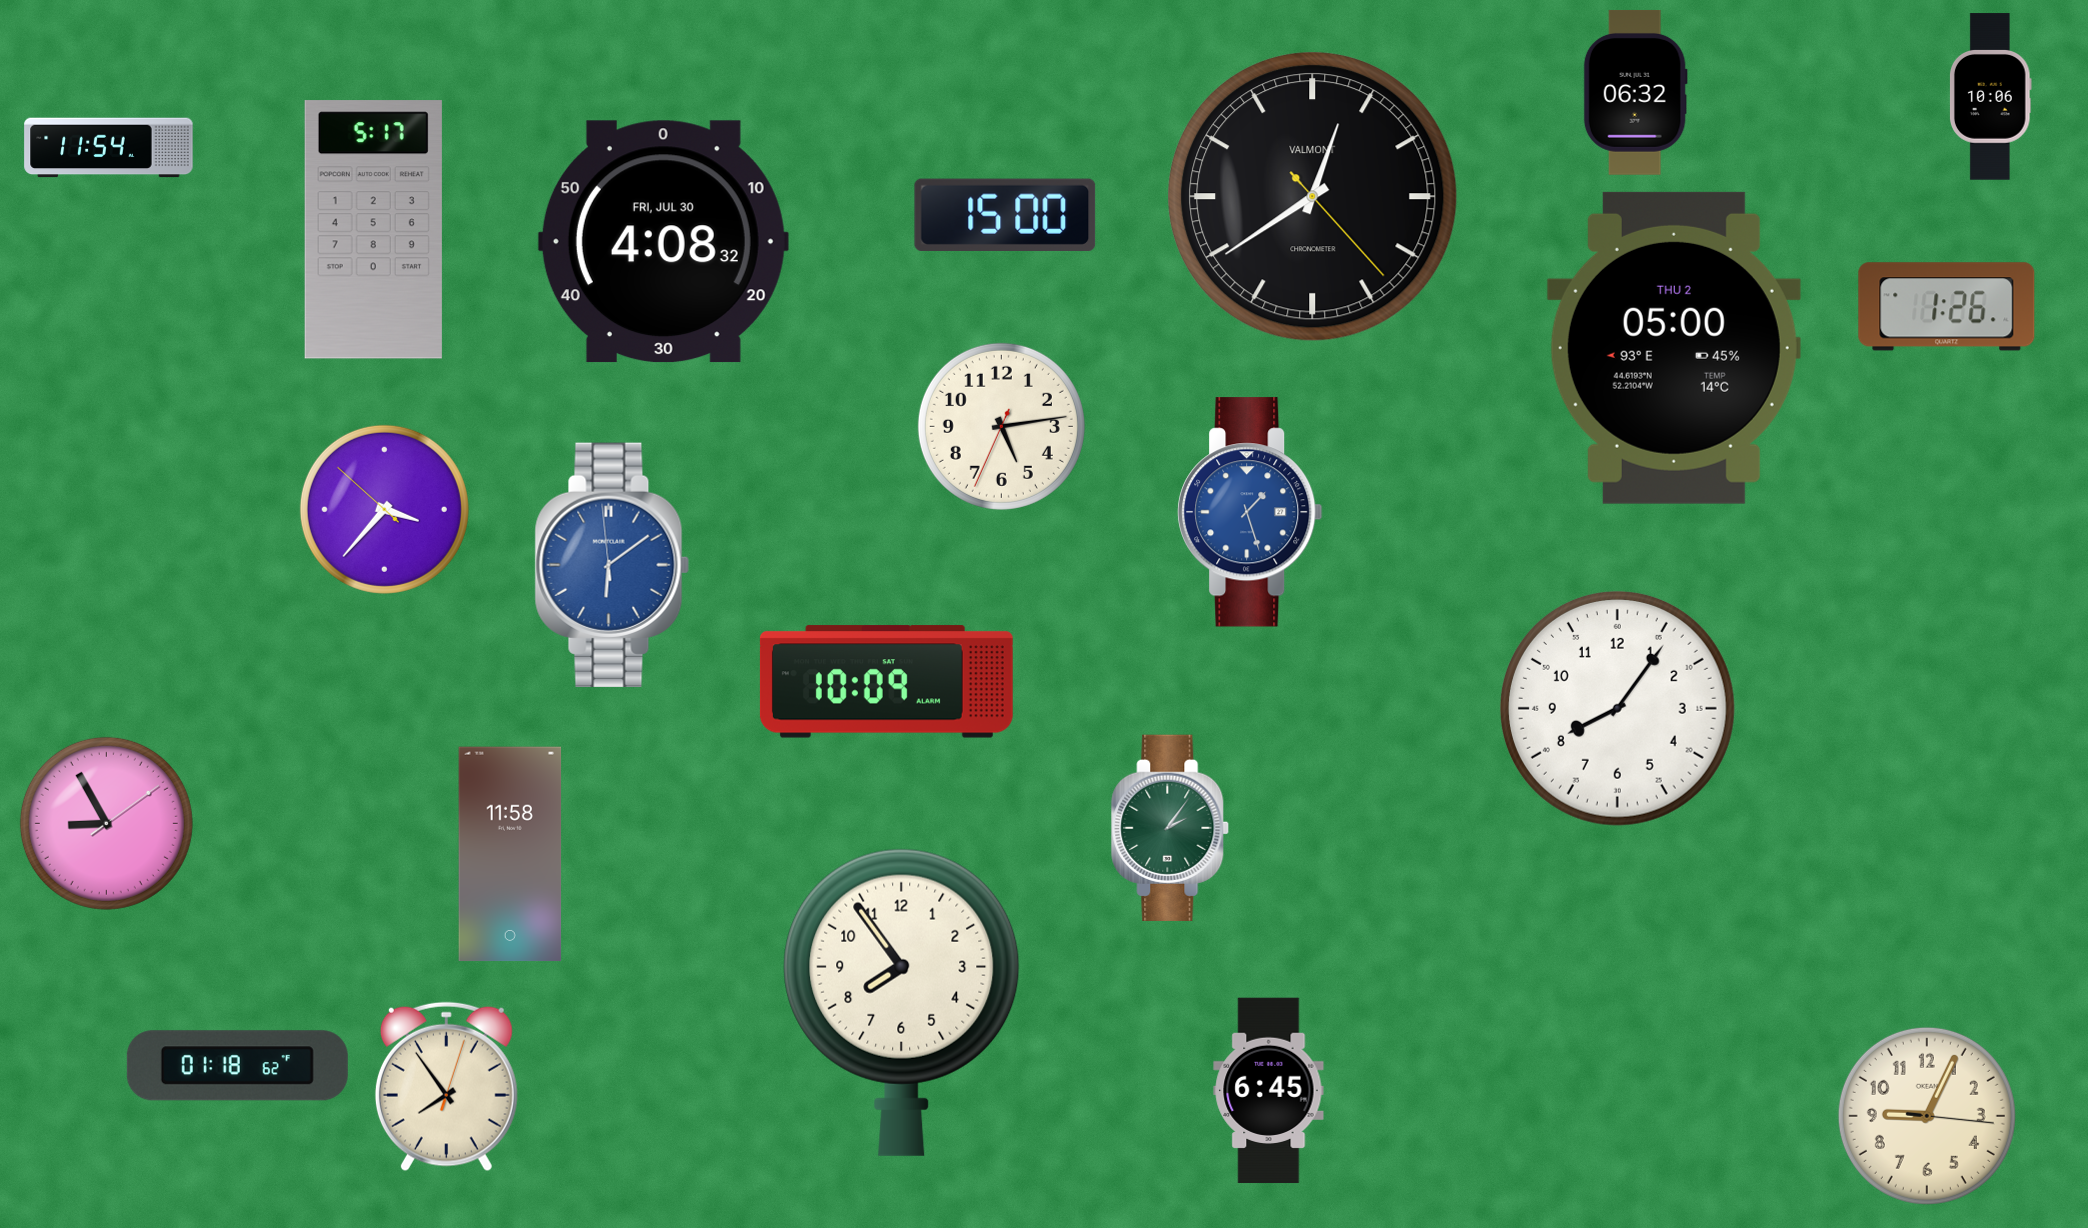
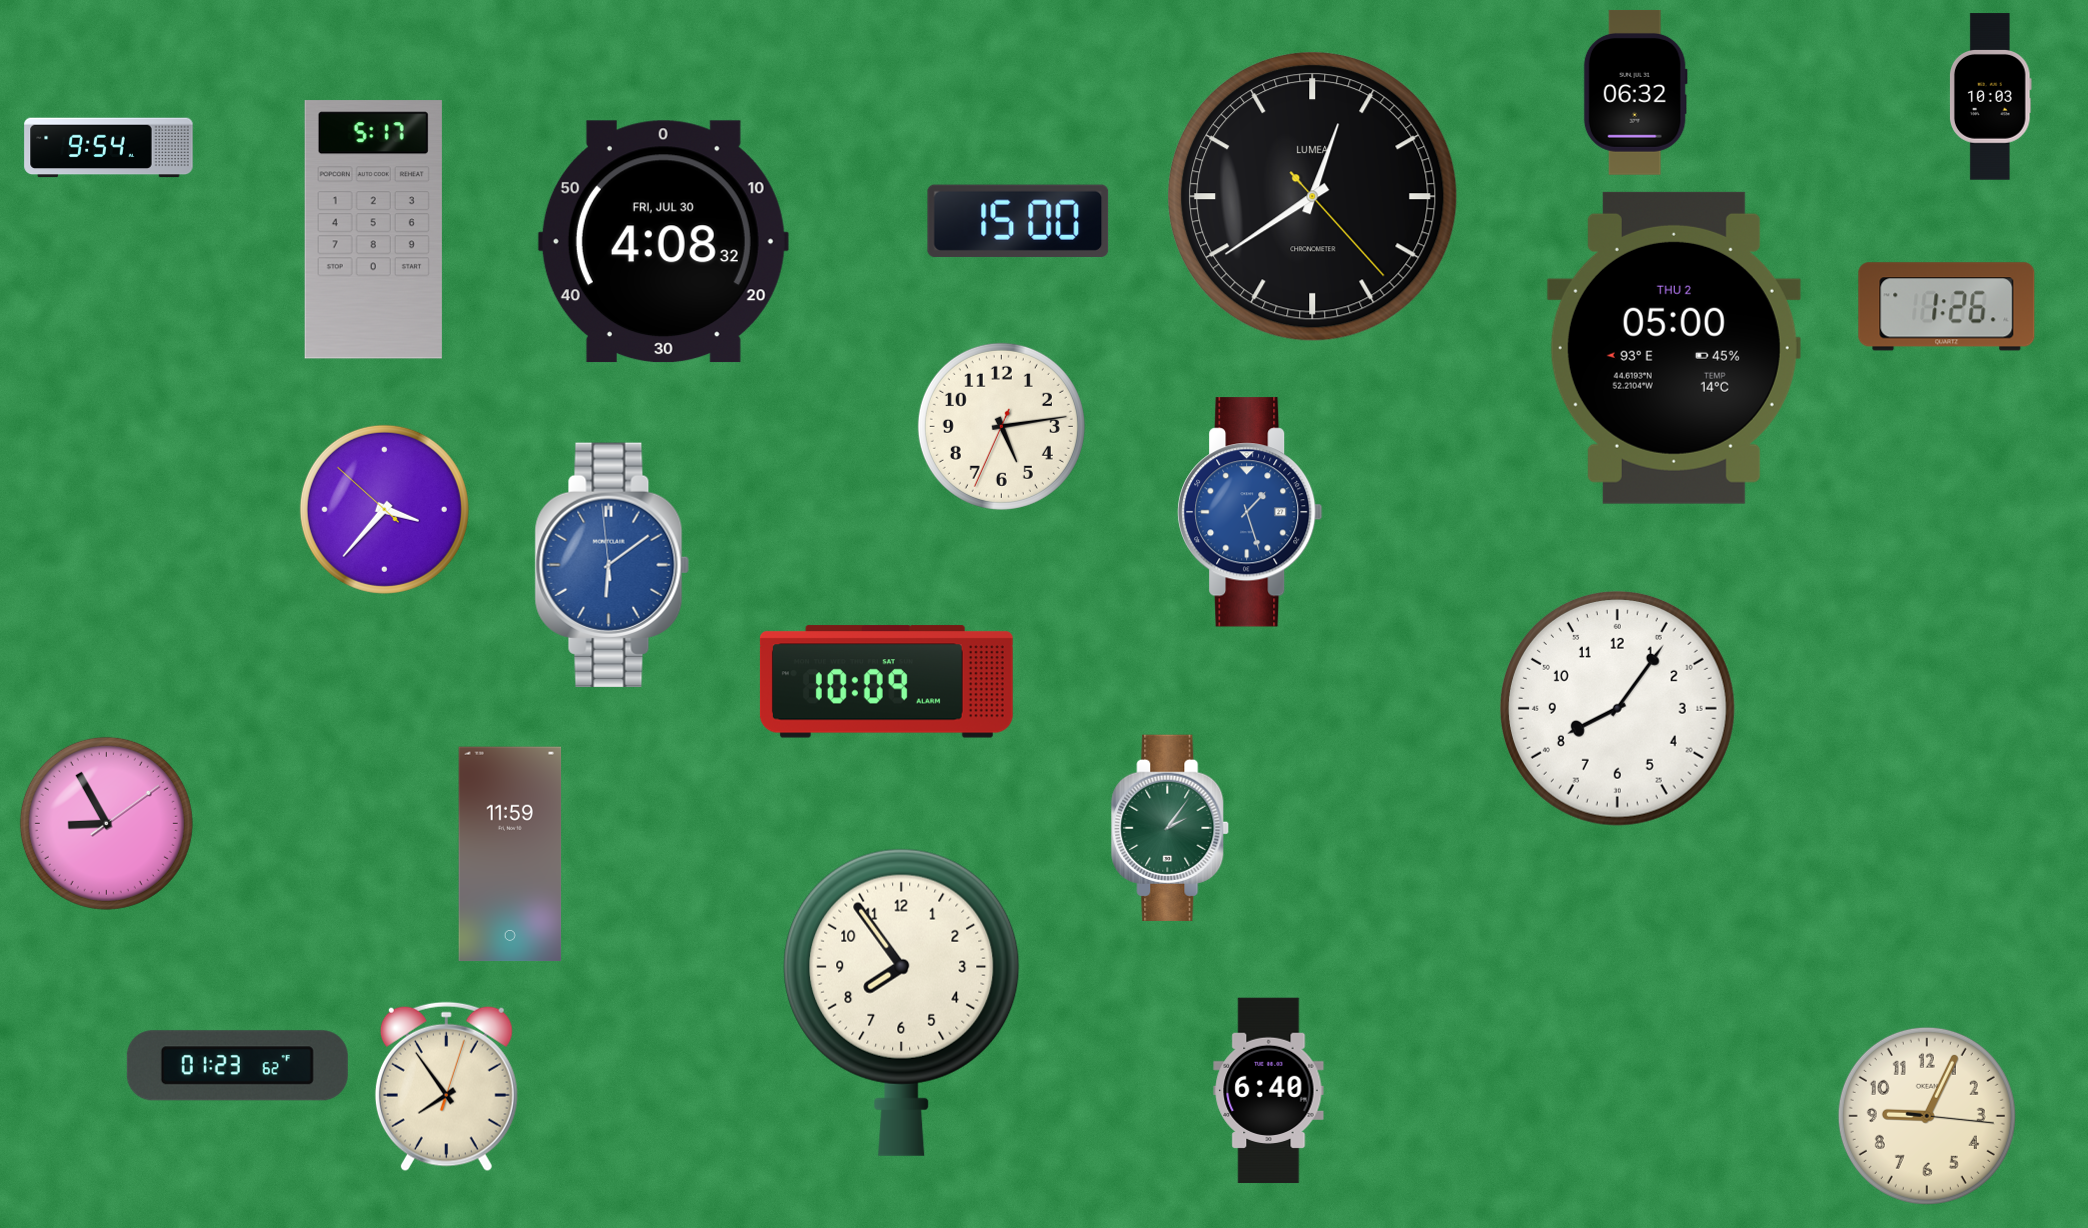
clock at (1990, 97): 10:06 -> 10:03
clock at (109, 148): 11:54 -> 9:54
clock at (1313, 197) brand: VALMONT -> LUMEA
clock at (1005, 215) position: (1005, 215) -> (1018, 221)
clock at (510, 854): 11:58 -> 11:59
clock at (237, 1066): 01:18 -> 01:23
clock at (1269, 1091): 6:45 -> 6:40
